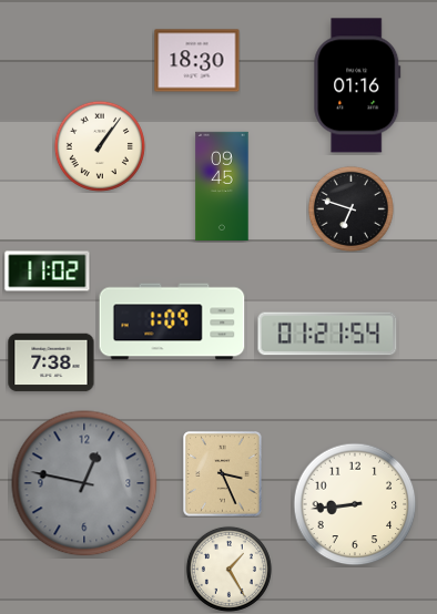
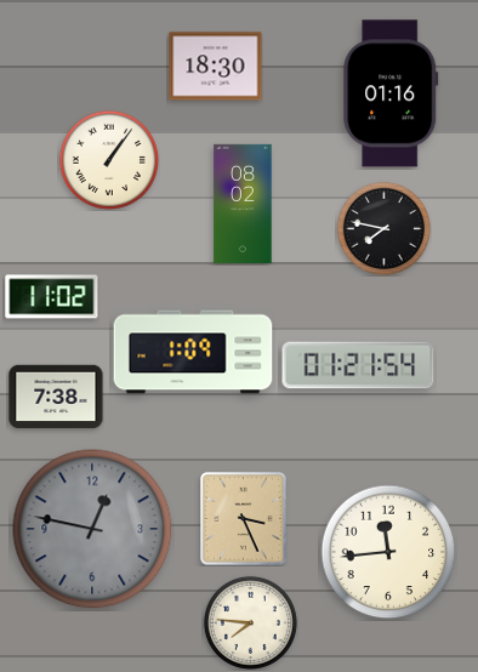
clock at (222, 185): 09:45 -> 08:02
clock at (350, 208): 6:48 -> 7:47
clock at (172, 321) position: (172, 321) -> (193, 352)
clock at (355, 504): 8:44 -> 11:44
clock at (228, 569): 1:25 -> 7:46
